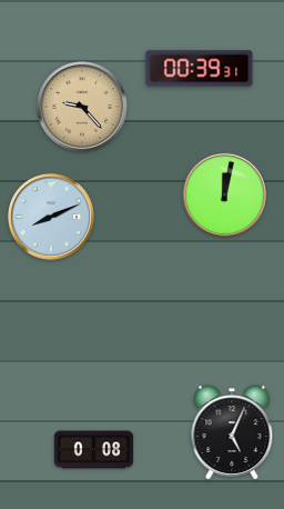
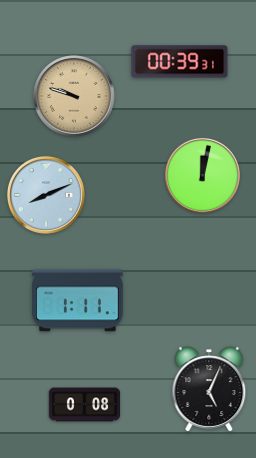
clock at (83, 108): 9:23 -> 9:48
clock at (78, 301): none -> 1:11
